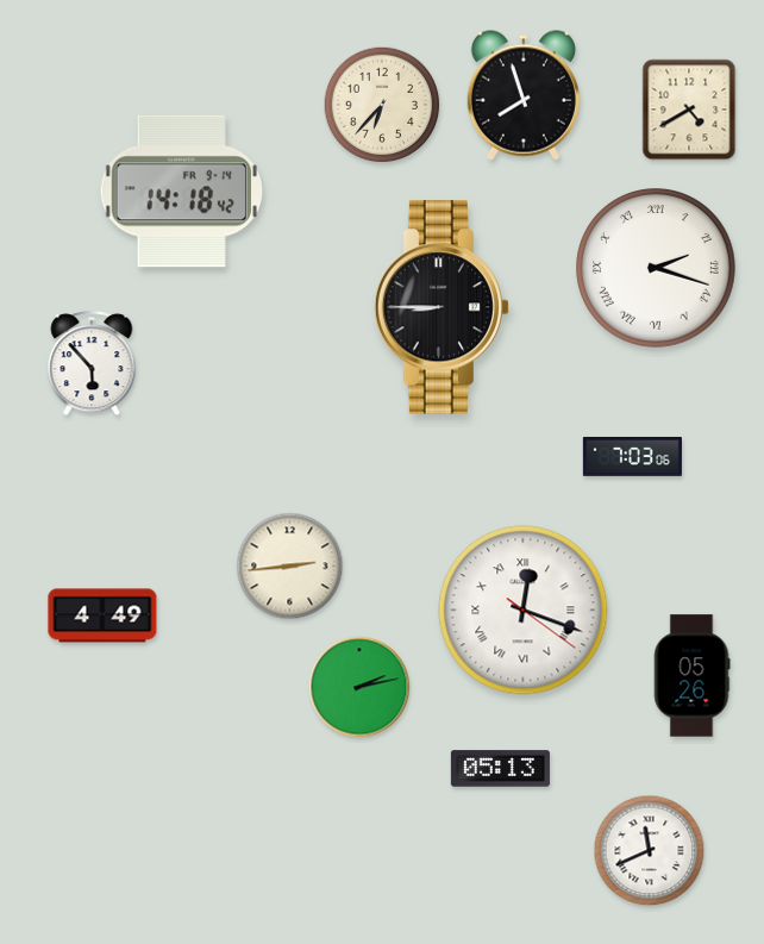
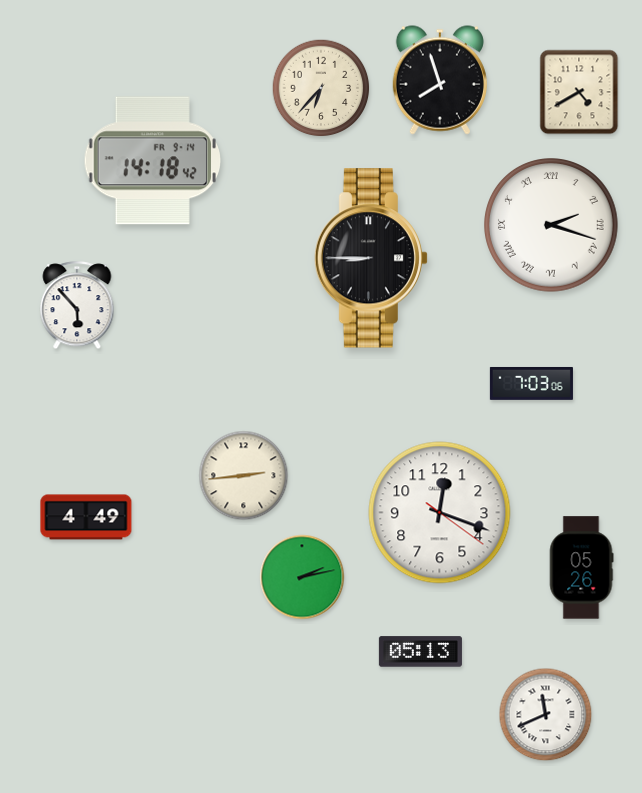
clock at (524, 611) numerals: Roman -> Arabic
clock at (500, 769) position: (500, 769) -> (420, 652)
